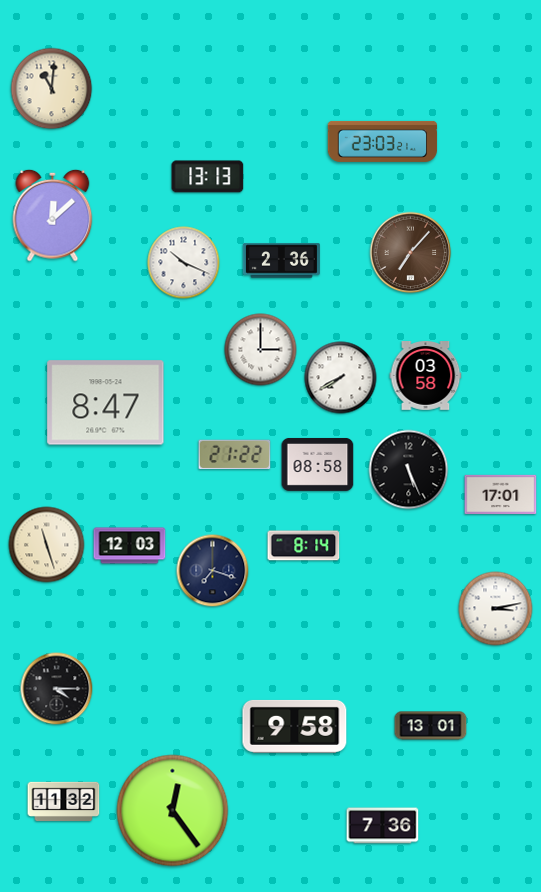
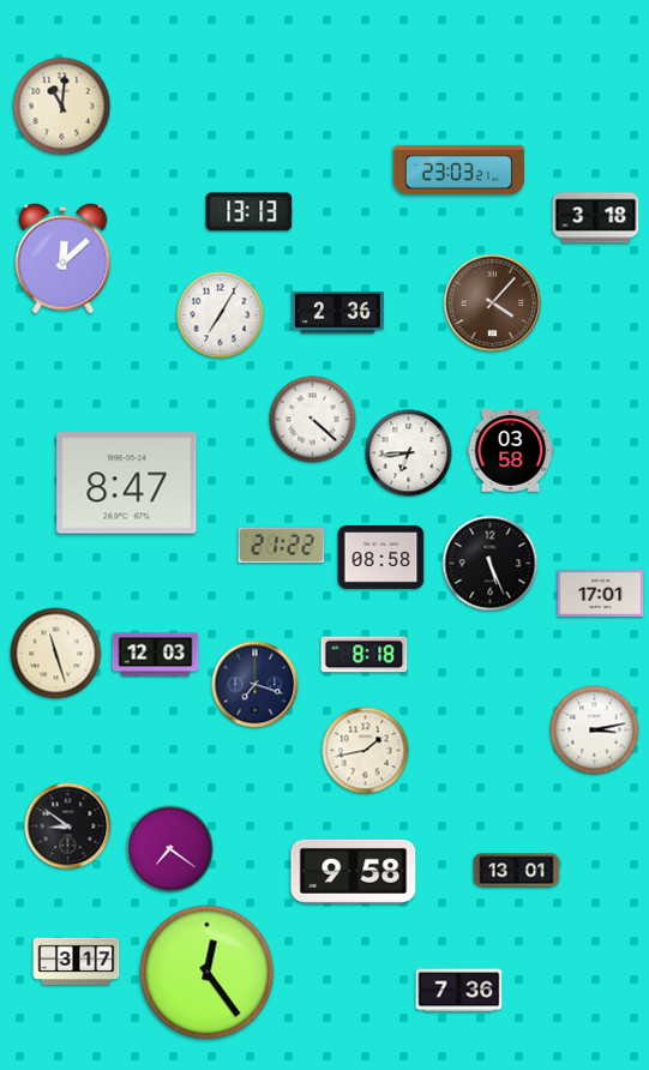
clock at (596, 218): none -> 3:18
clock at (411, 253): 7:07 -> 4:07
clock at (184, 263): 10:19 -> 7:05
clock at (261, 350): 3:00 -> 4:22
clock at (341, 378): 7:40 -> 6:44
clock at (304, 546): 8:14 -> 8:18
clock at (366, 751): none -> 1:43
clock at (57, 689): 4:15 -> 8:51
clock at (170, 849): none -> 7:21
clock at (64, 801): 11:32 -> 3:17
